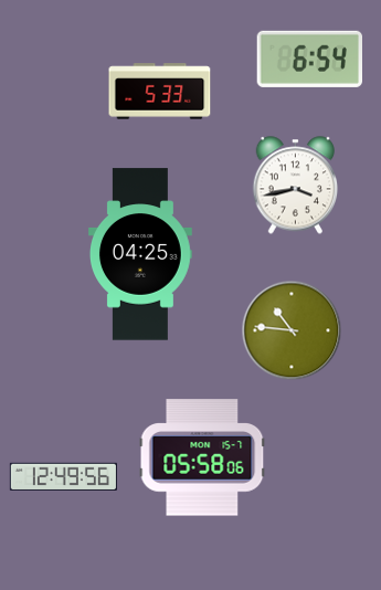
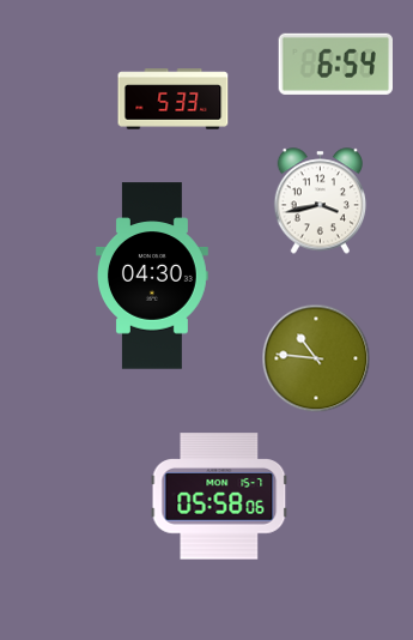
clock at (140, 254): 04:25 -> 04:30
clock at (63, 476): 12:49 -> none
